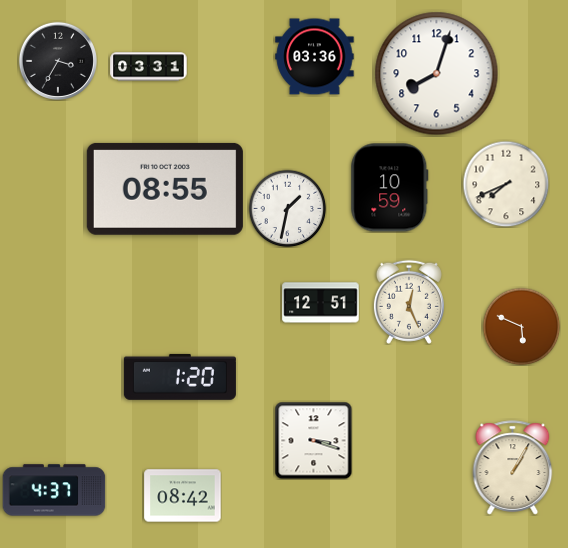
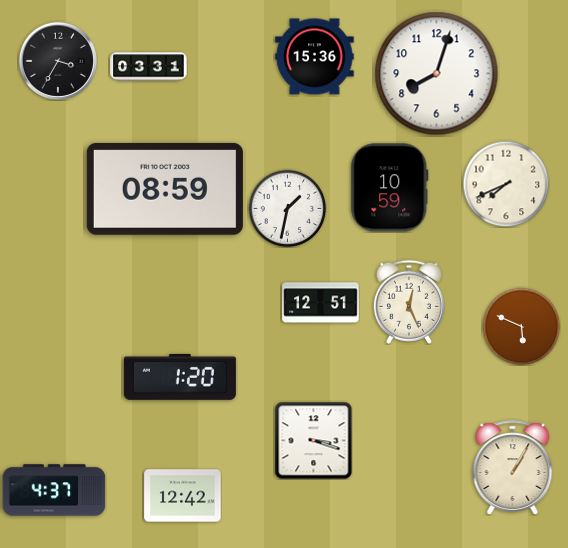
clock at (315, 57): 03:36 -> 15:36
clock at (165, 189): 08:55 -> 08:59
clock at (183, 496): 08:42 -> 12:42
